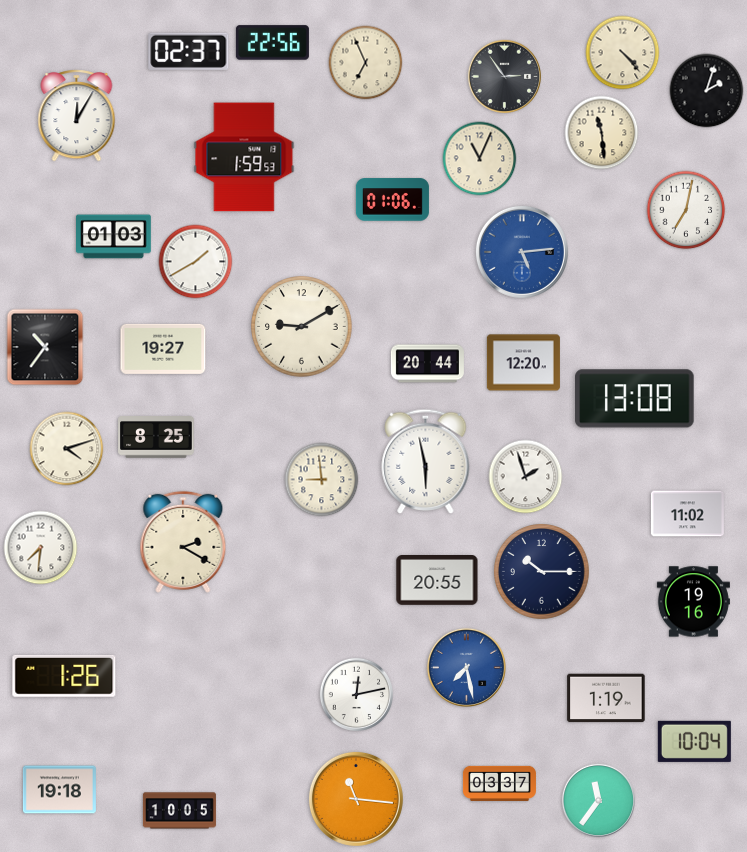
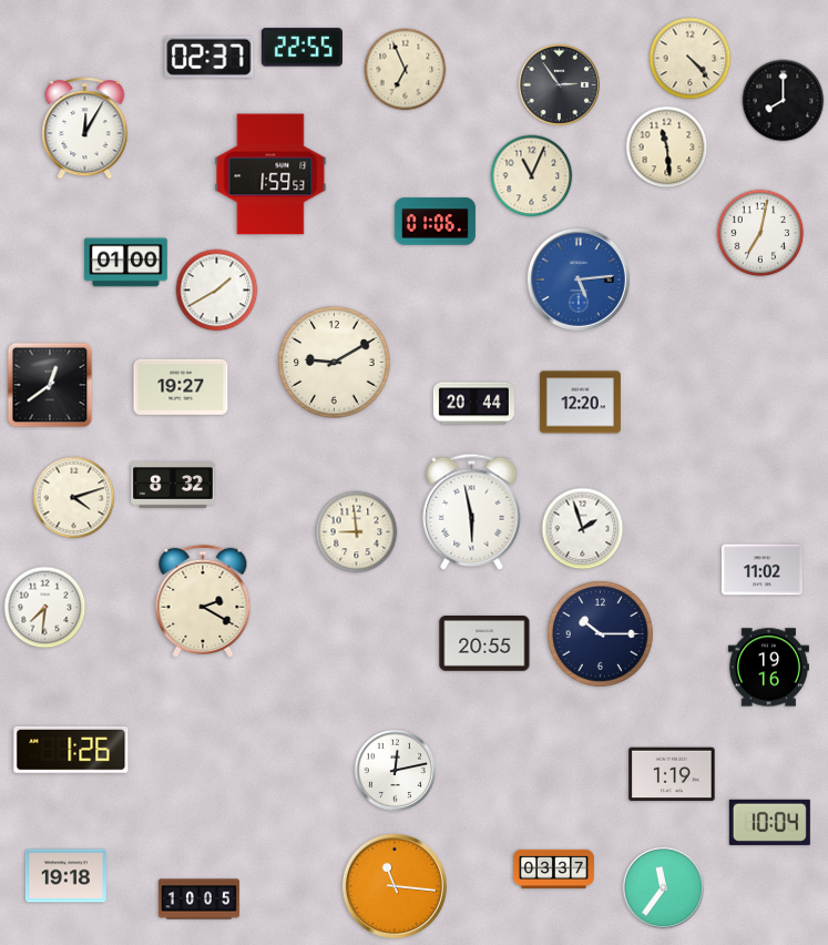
clock at (272, 43): 22:56 -> 22:55
clock at (707, 91): 2:03 -> 8:00
clock at (114, 237): 01:03 -> 01:00
clock at (45, 347): 10:36 -> 12:39
clock at (635, 399): 13:08 -> none
clock at (156, 437): 8:25 -> 8:32
clock at (466, 667): 7:28 -> none
